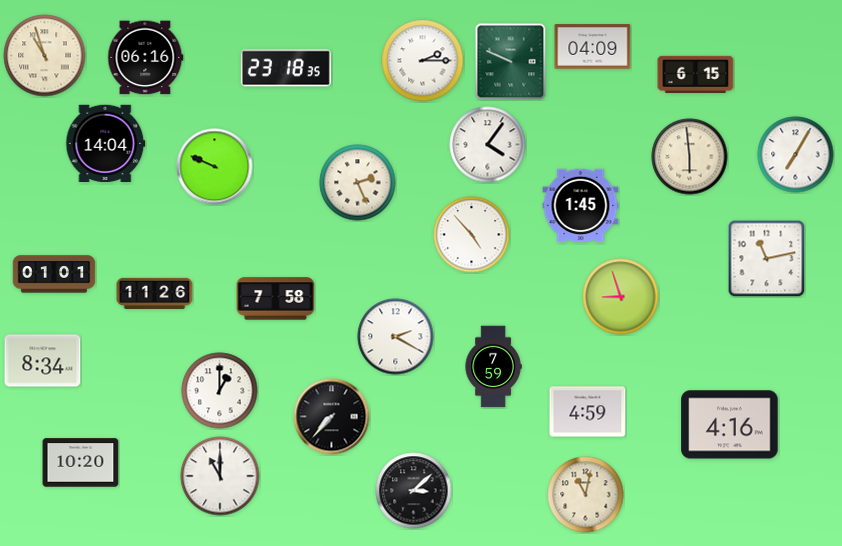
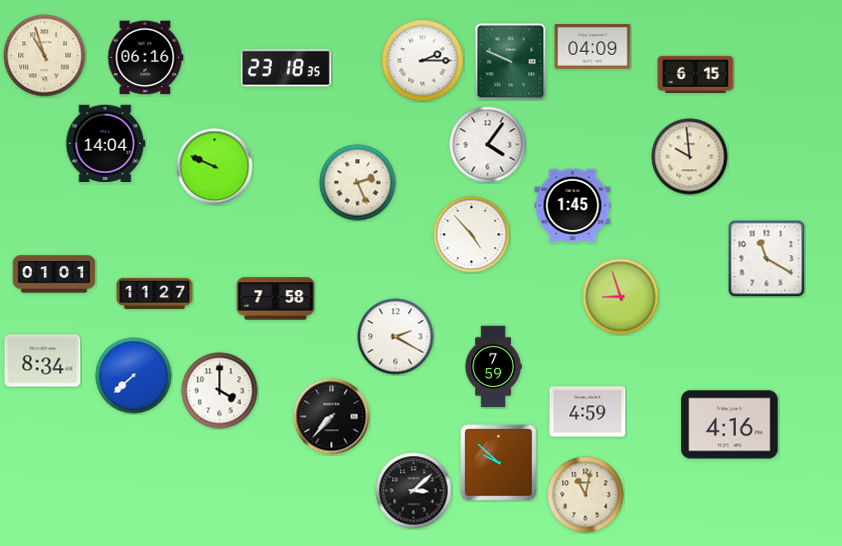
clock at (796, 155): 7:05 -> none
clock at (690, 157): 5:59 -> 9:59
clock at (581, 206) position: (581, 206) -> (573, 206)
clock at (766, 258): 11:13 -> 11:20
clock at (155, 293): 11:26 -> 11:27
clock at (134, 376): none -> 7:38
clock at (220, 391): 1:00 -> 4:00
clock at (81, 463): 10:20 -> none
clock at (499, 463): none -> 9:52
clock at (220, 476): 11:00 -> none
